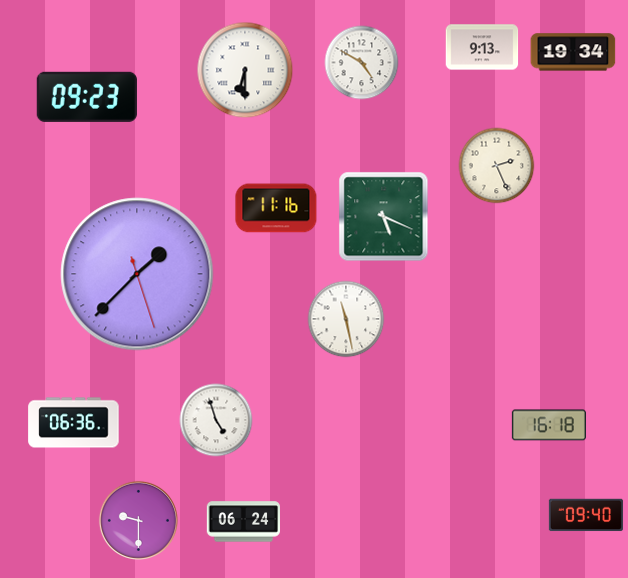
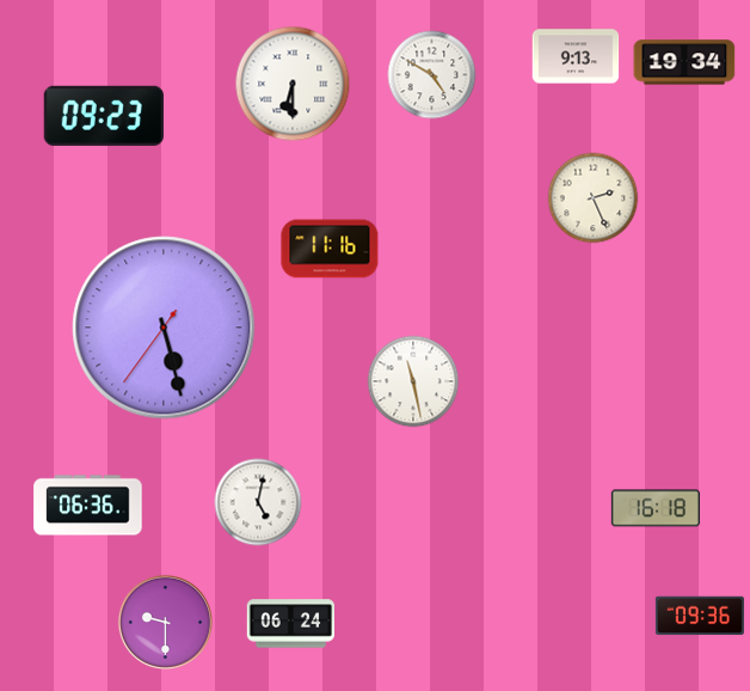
clock at (384, 217): 5:19 -> none
clock at (137, 274): 1:37 -> 5:27
clock at (216, 420): 4:57 -> 5:02
clock at (586, 515): 09:40 -> 09:36
